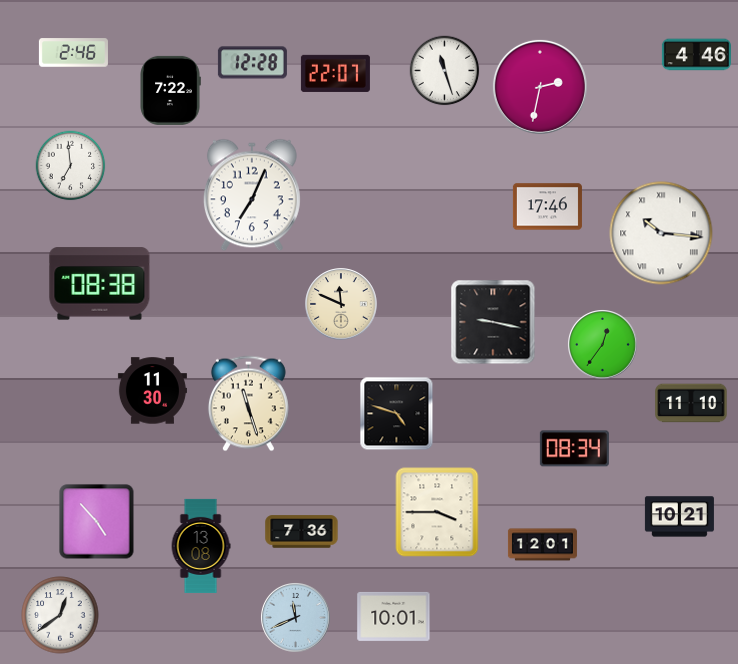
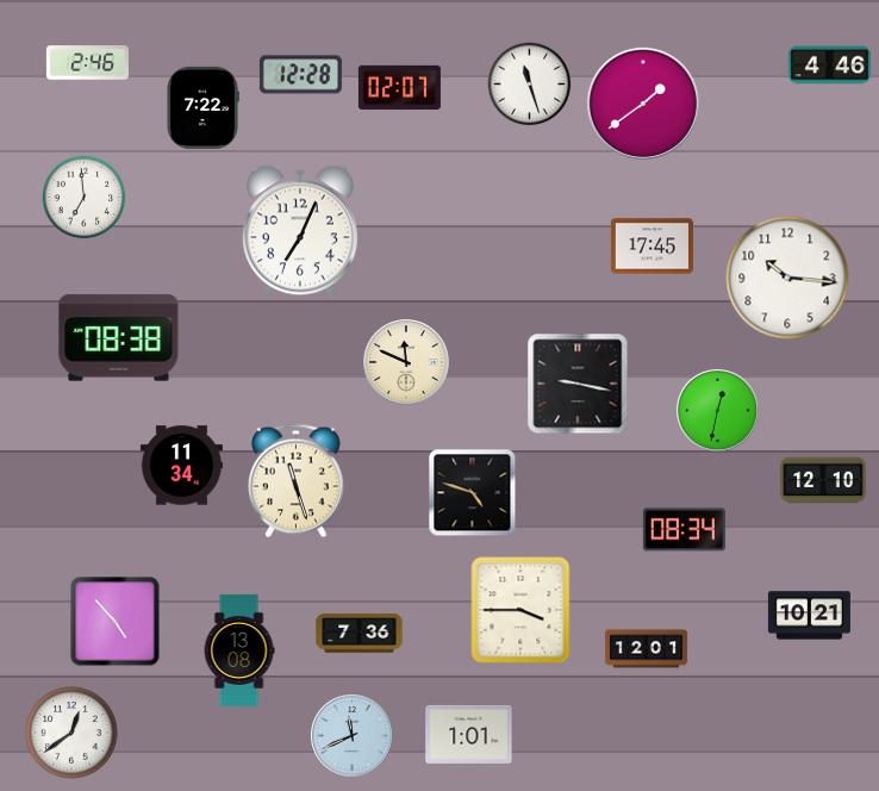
clock at (335, 73): 22:07 -> 02:07
clock at (540, 87): 2:32 -> 1:39
clock at (547, 207): 17:46 -> 17:45
clock at (661, 233) numerals: Roman -> Arabic
clock at (493, 322) position: (493, 322) -> (578, 384)
clock at (603, 345): 12:36 -> 12:32
clock at (152, 391): 11:30 -> 11:34
clock at (691, 403): 11:10 -> 12:10
clock at (574, 449) position: (574, 449) -> (684, 530)
clock at (394, 616): 10:01 -> 1:01
